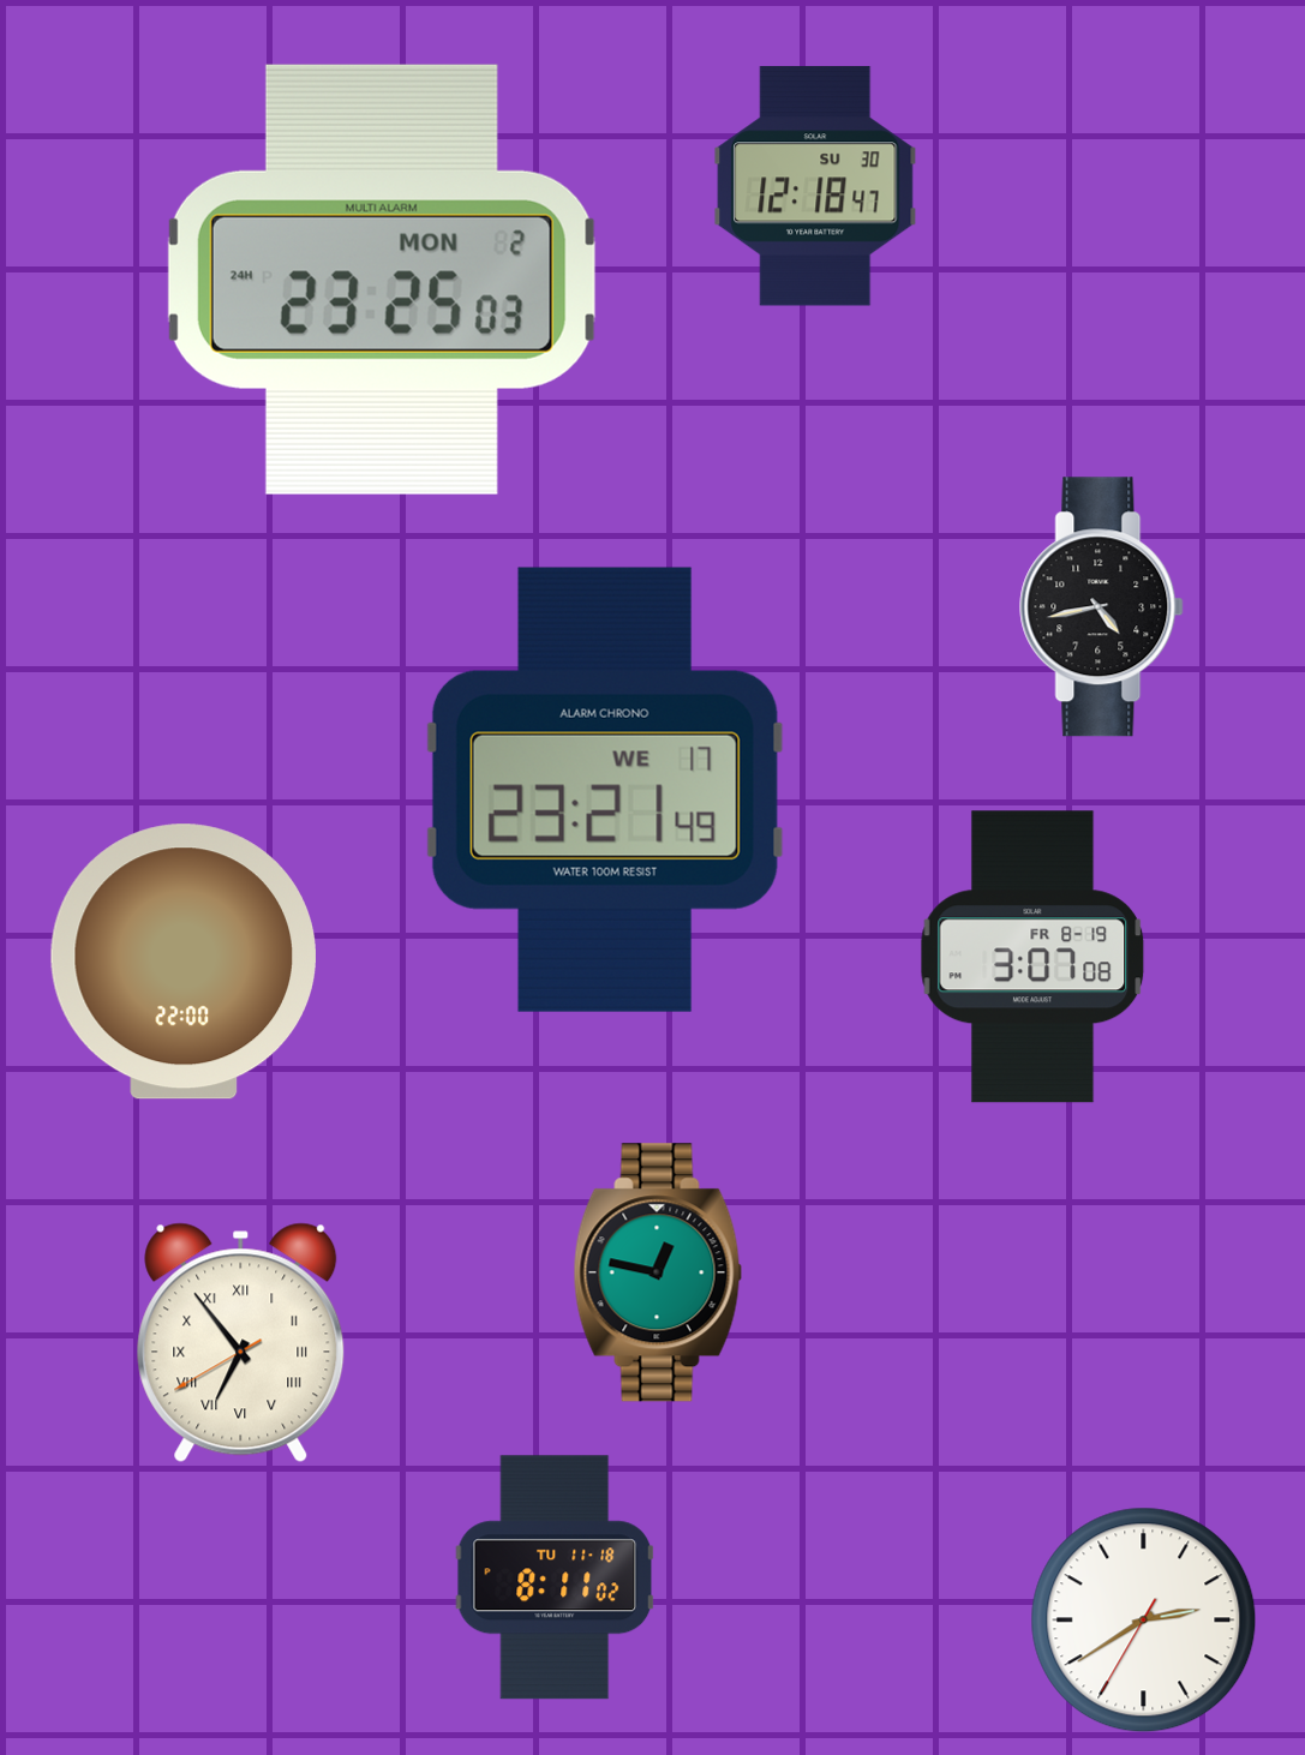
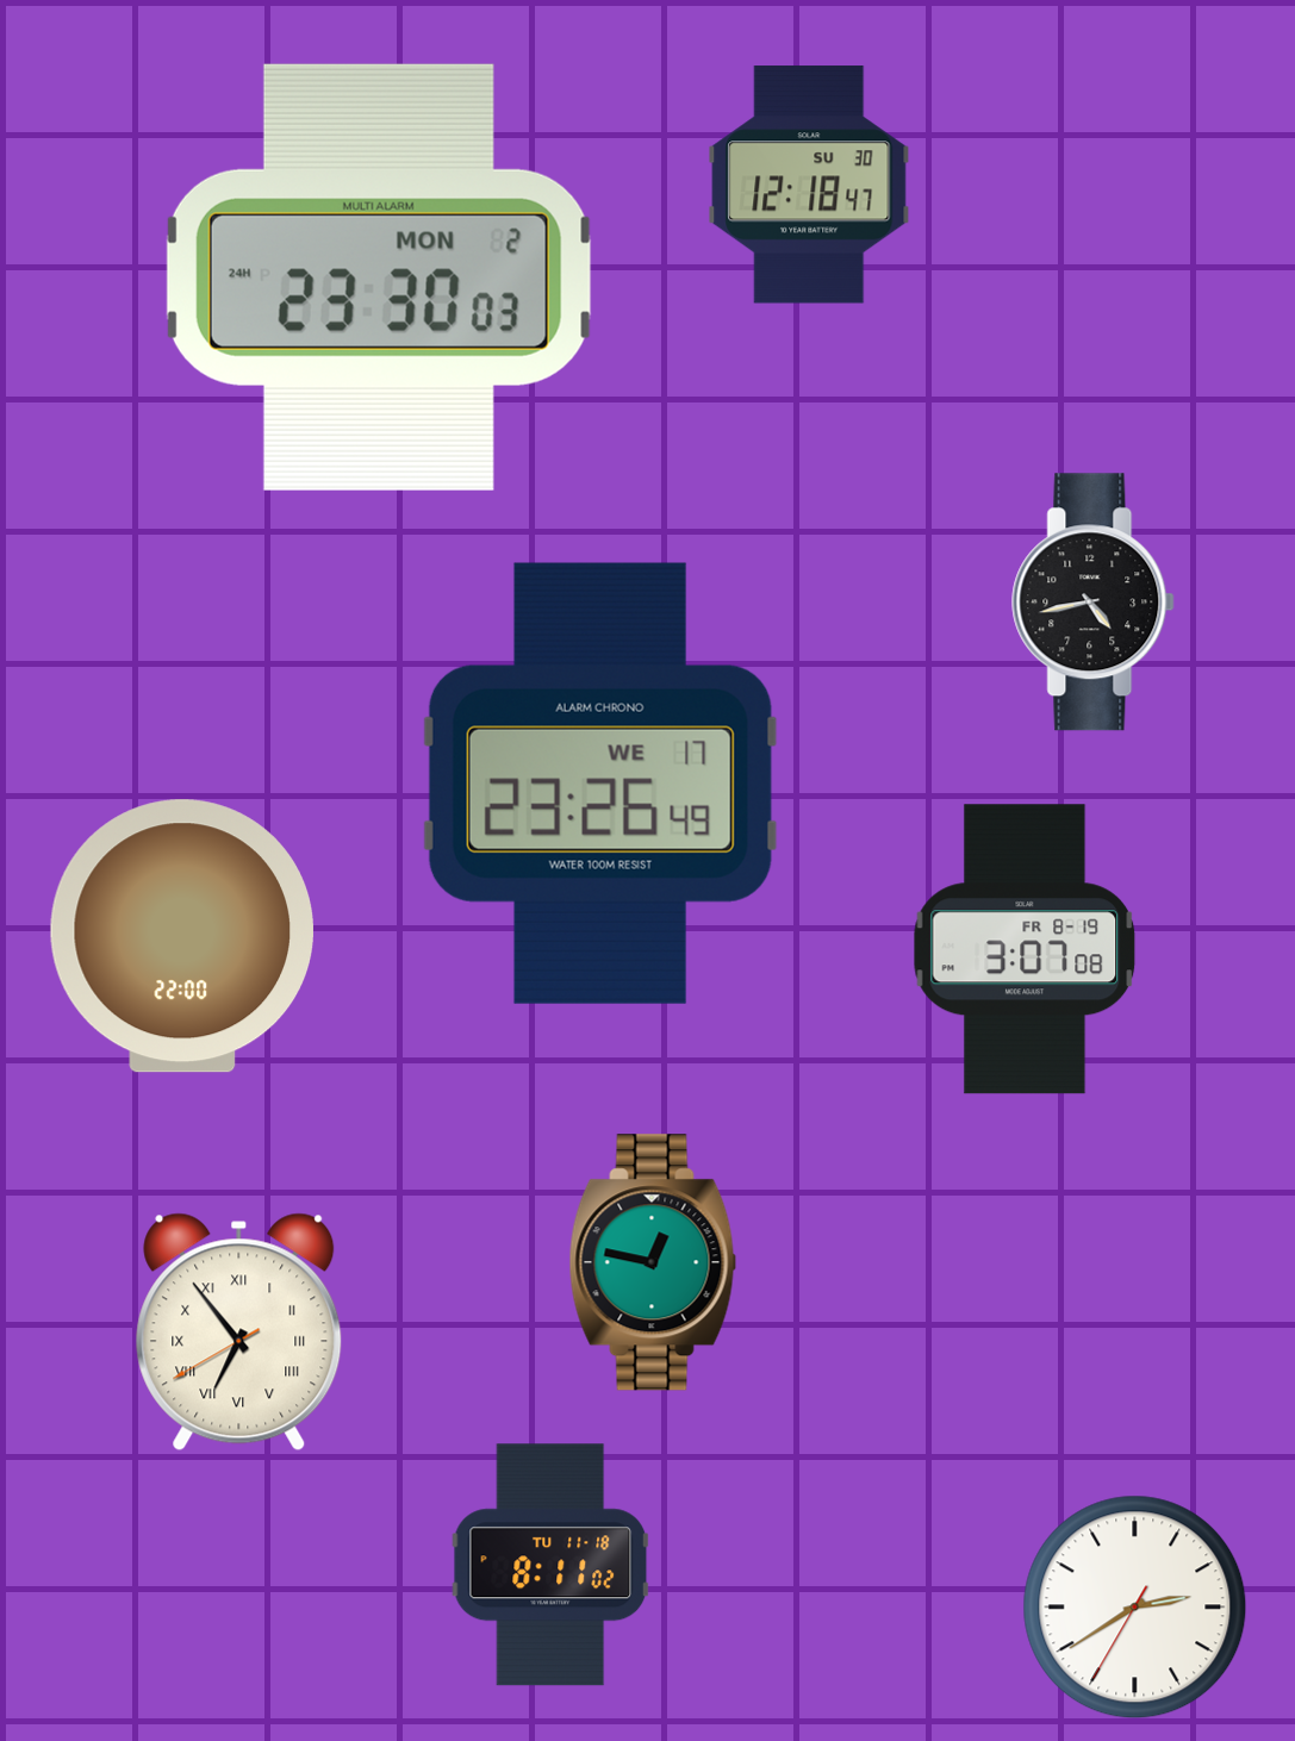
clock at (382, 280): 23:25 -> 23:30
clock at (605, 790): 23:21 -> 23:26
clock at (184, 962) position: (184, 962) -> (182, 936)
